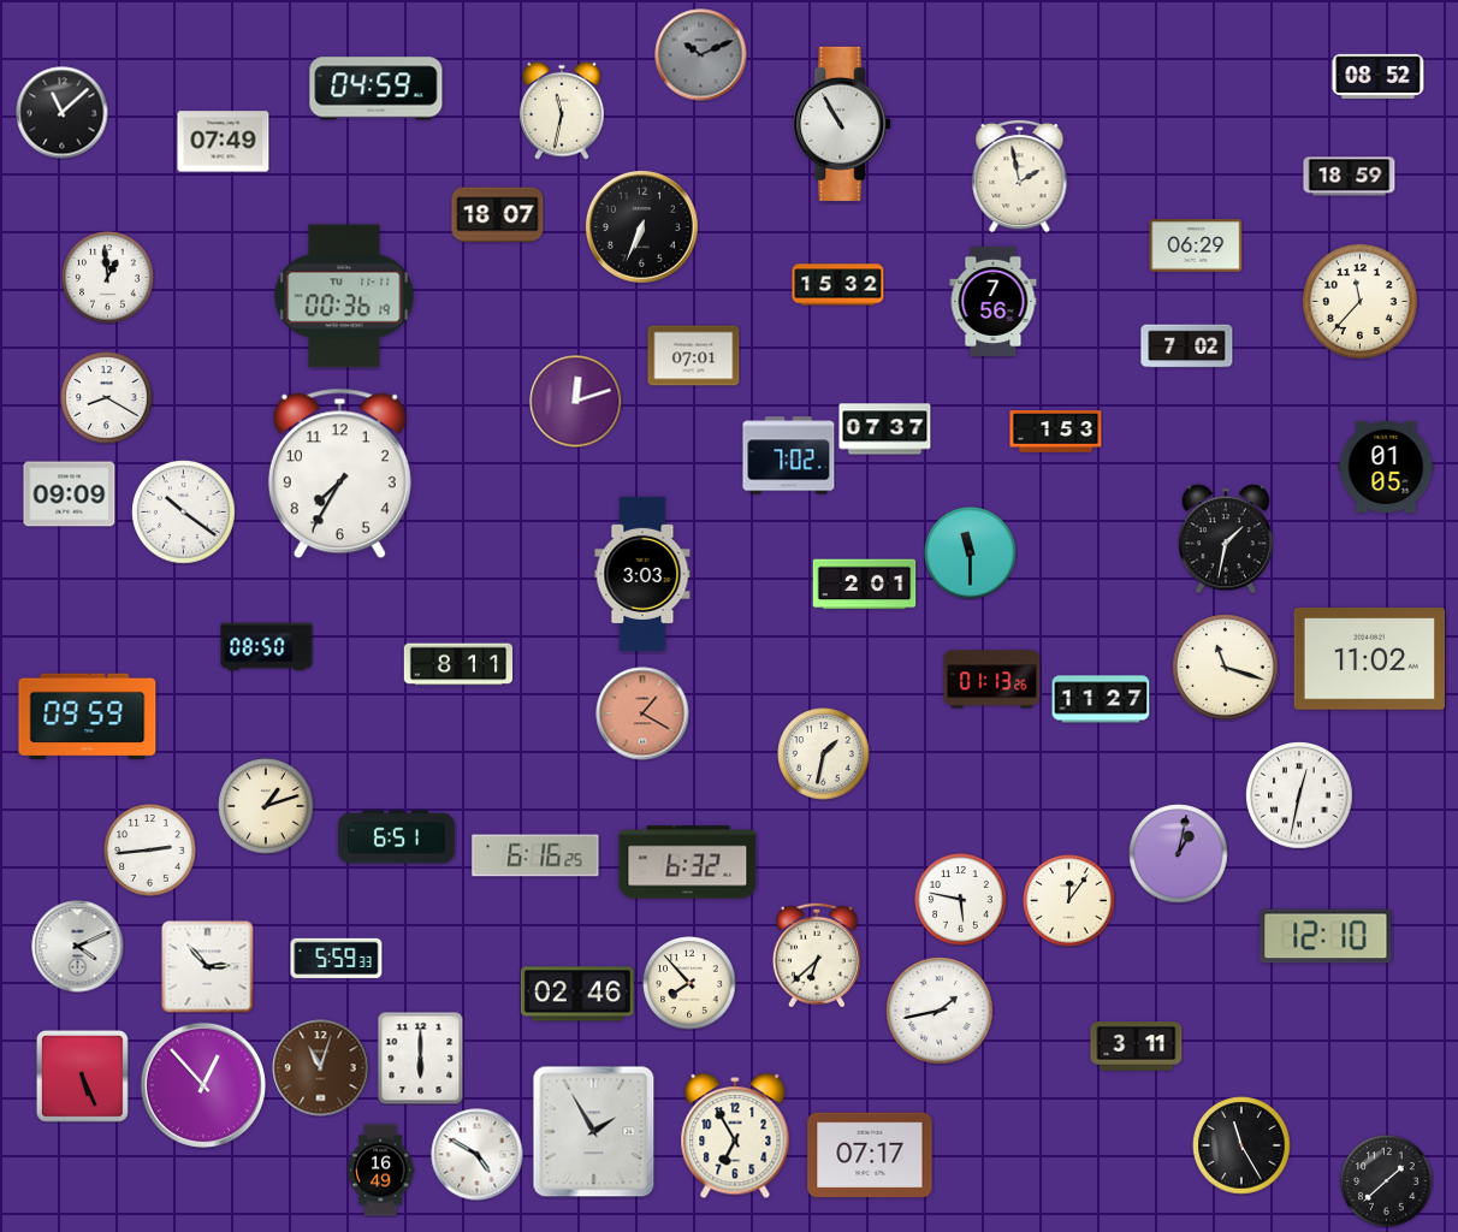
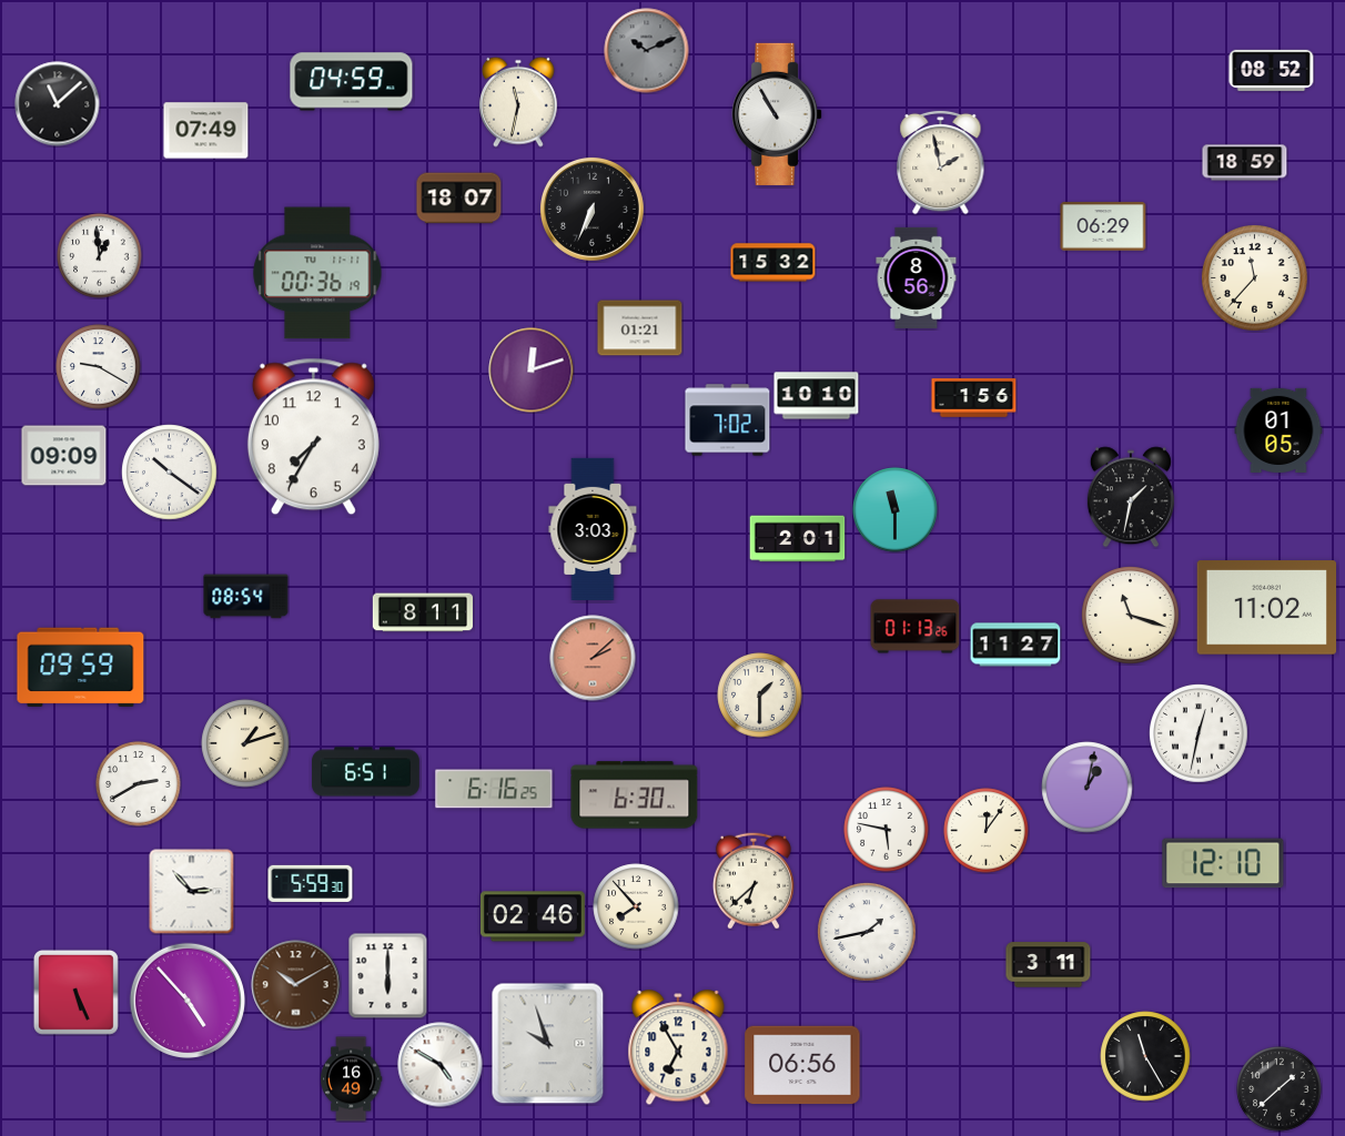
clock at (377, 89) position: (377, 89) -> (352, 82)
clock at (994, 301): 7:56 -> 8:56
clock at (1187, 346): 7:02 -> none
clock at (694, 356): 07:01 -> 01:21
clock at (107, 398): 8:20 -> 9:20
clock at (885, 430): 07:37 -> 10:10
clock at (1056, 432): 1:53 -> 1:56
clock at (267, 647): 08:50 -> 08:54
clock at (1369, 659) position: (1369, 659) -> (1266, 608)
clock at (642, 713): 1:20 -> 2:08
clock at (88, 717) position: (88, 717) -> (81, 668)
clock at (824, 754): 1:32 -> 1:30
clock at (150, 851): 2:44 -> 2:40
clock at (688, 863): 6:32 -> 6:30
clock at (78, 947): 4:11 -> none
clock at (337, 958): 5:59:33 -> 5:59:30
clock at (321, 1068): 11:03 -> 10:10
clock at (202, 1084): 12:53 -> 4:53
clock at (594, 1132): 1:55 -> 9:57
clock at (870, 1155): 07:17 -> 06:56
